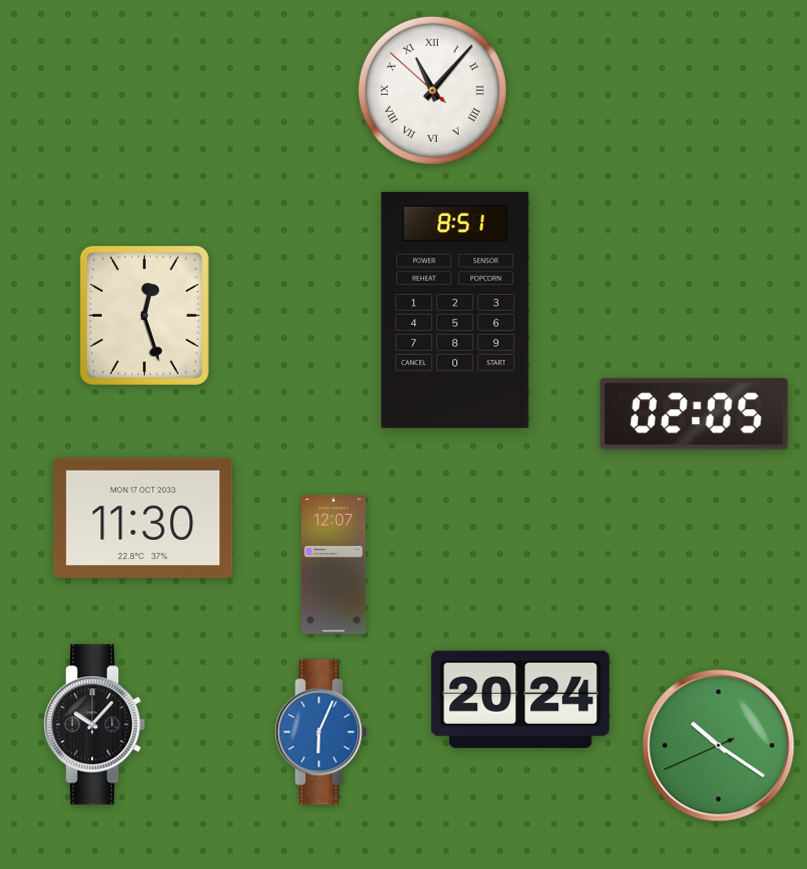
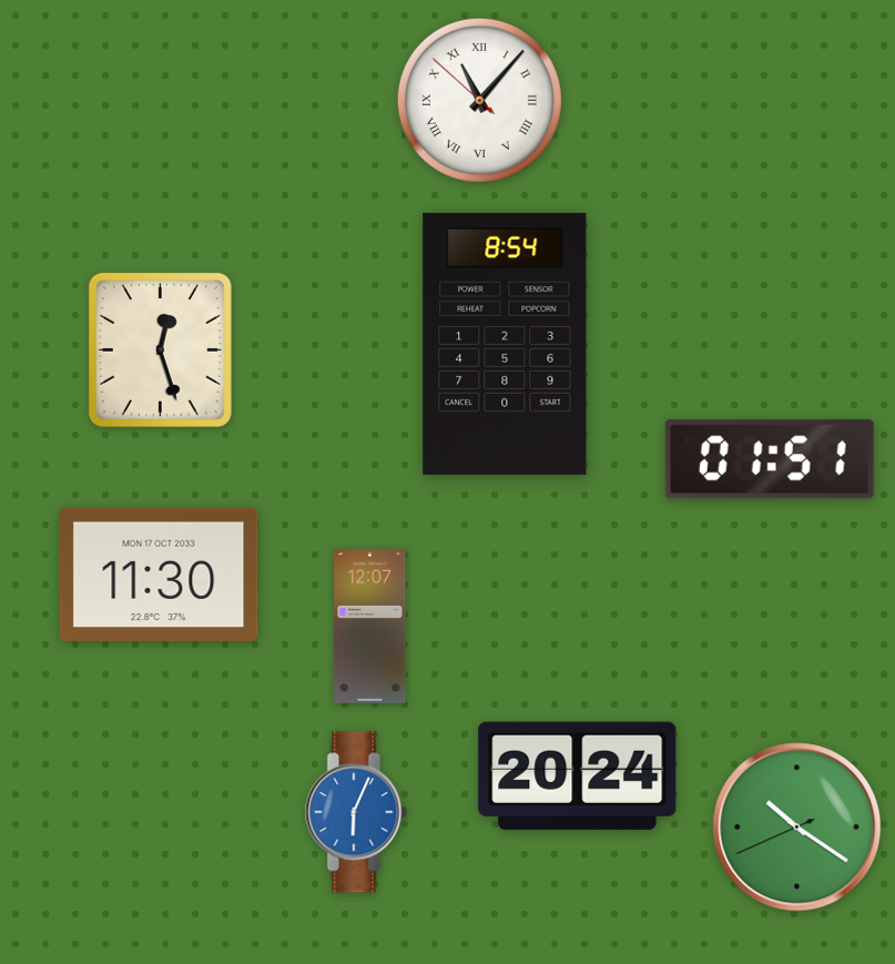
clock at (455, 310): 8:51 -> 8:54
clock at (694, 414): 02:05 -> 01:51
clock at (95, 725): 10:07 -> none
